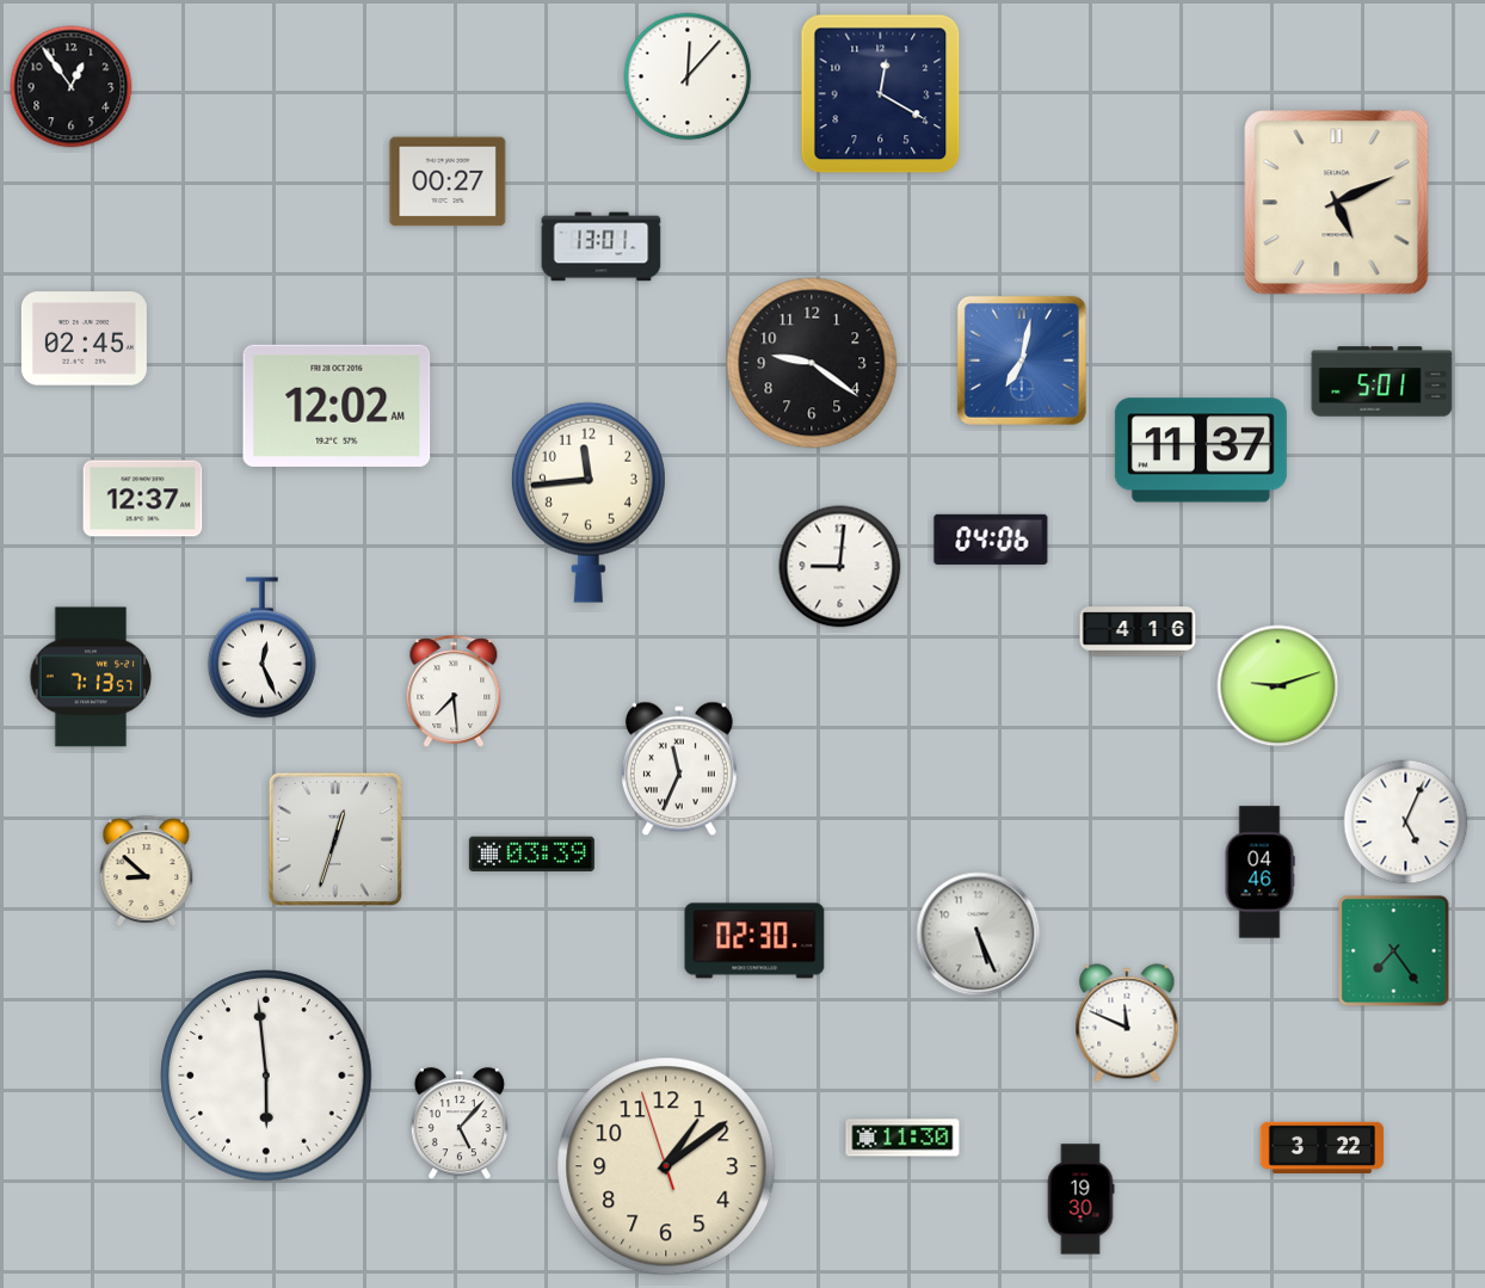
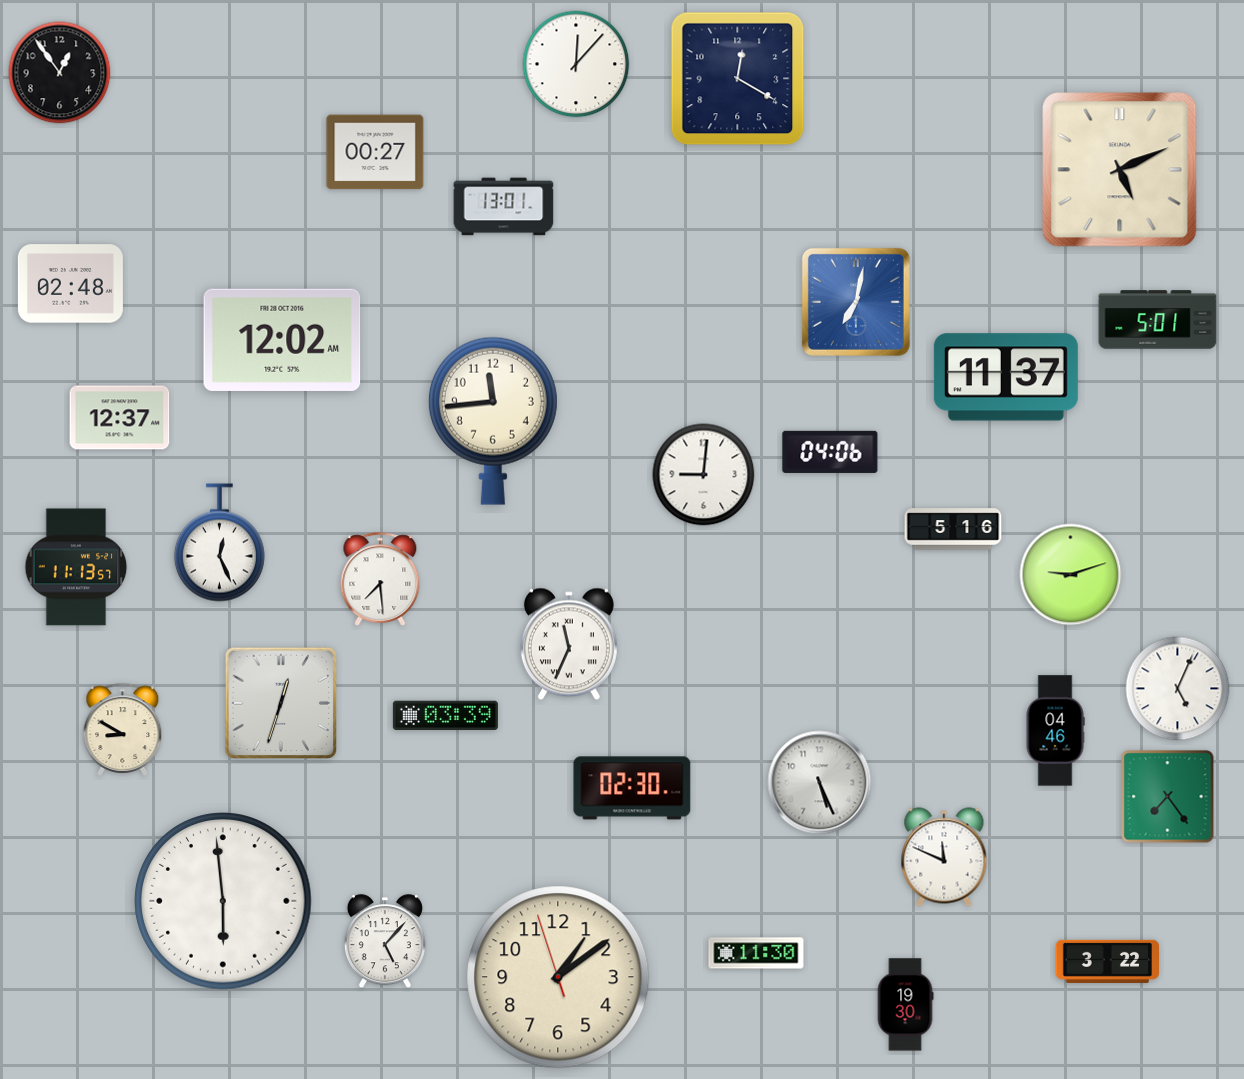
clock at (84, 339): 02:45 -> 02:48
clock at (812, 363): 9:21 -> none
clock at (1138, 631): 4:16 -> 5:16
clock at (91, 677): 7:13 -> 11:13
clock at (147, 870): 8:52 -> 8:50
